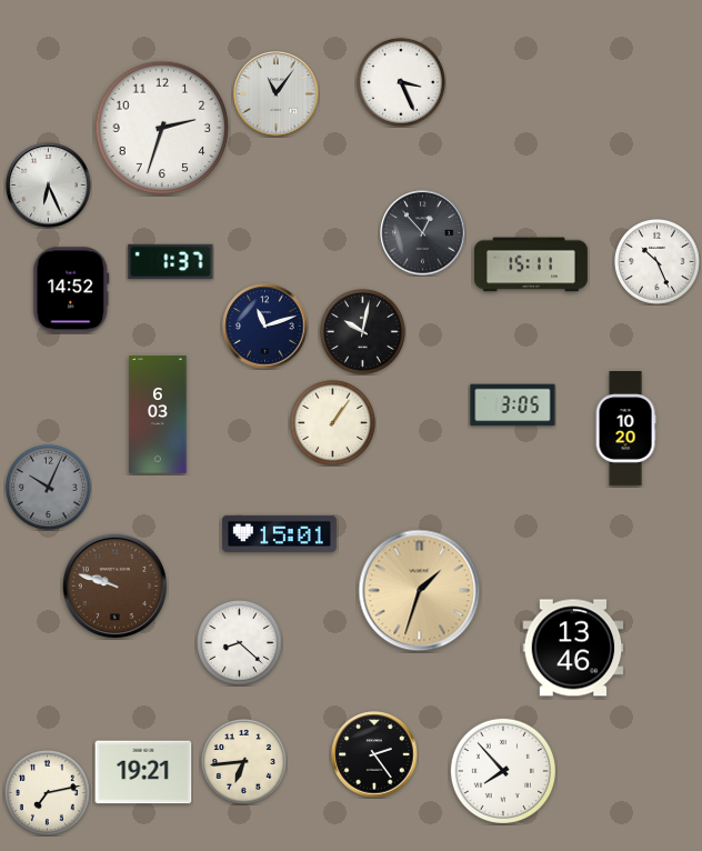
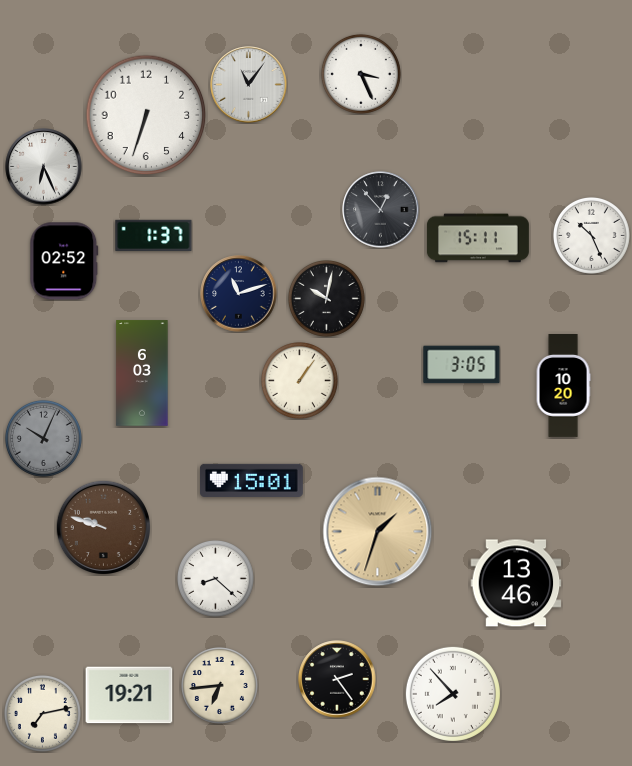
clock at (162, 128): 2:33 -> 6:33
clock at (71, 290): 14:52 -> 02:52
